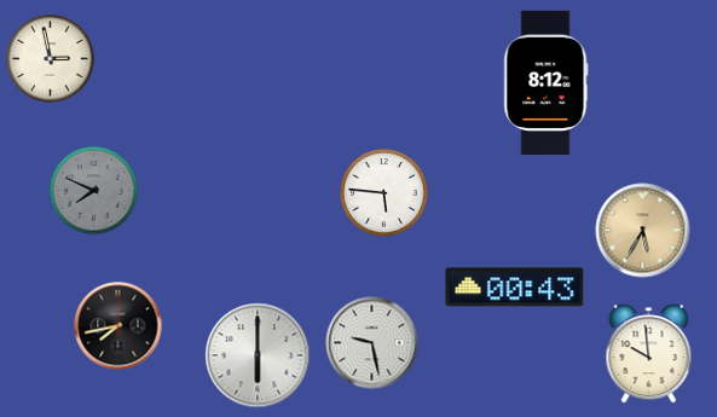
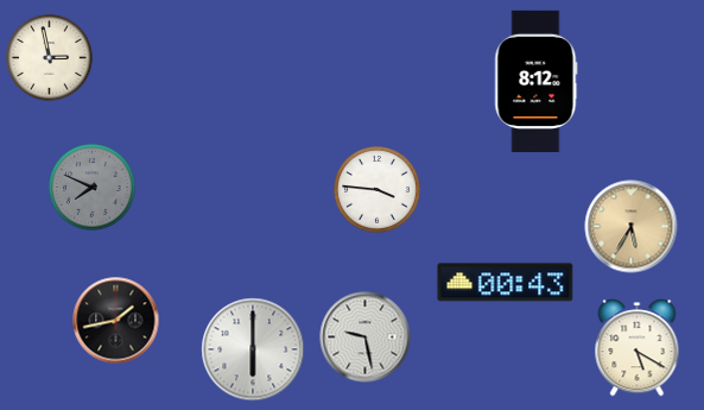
clock at (384, 193): 5:46 -> 3:46
clock at (118, 326): 7:43 -> 1:43
clock at (649, 354): 9:59 -> 5:20
